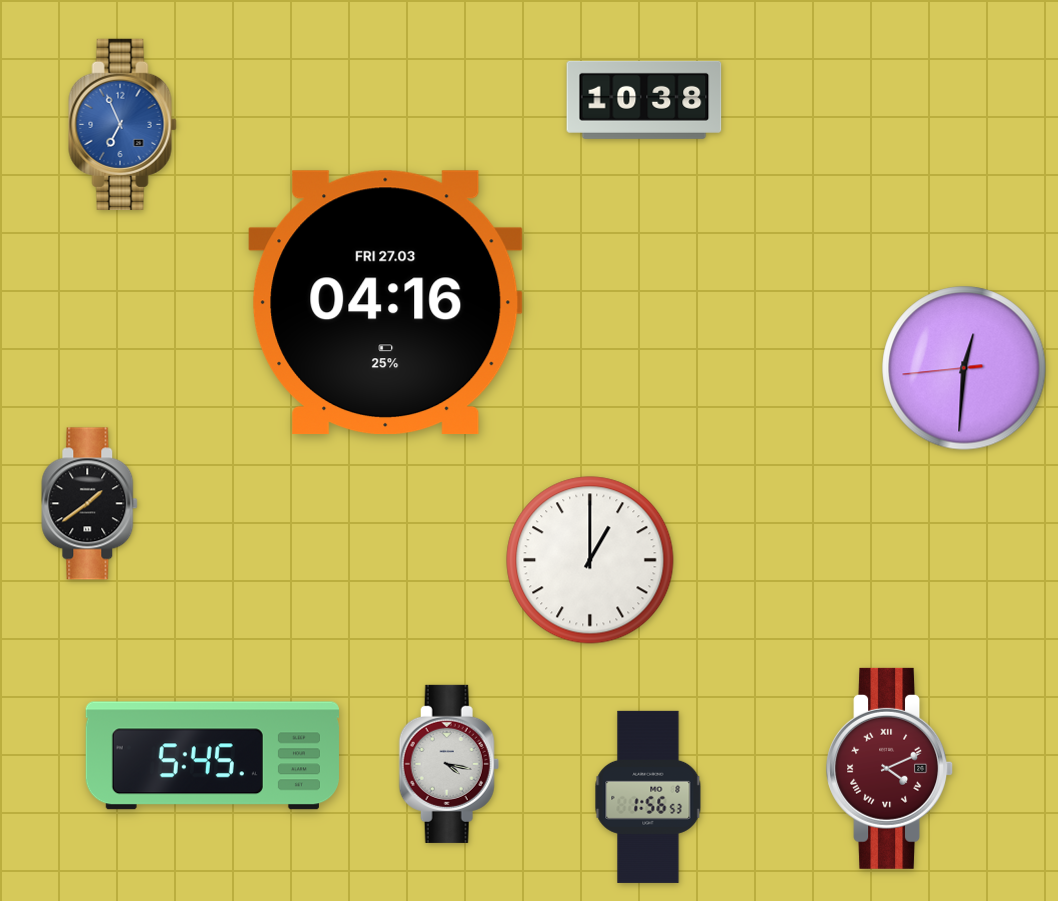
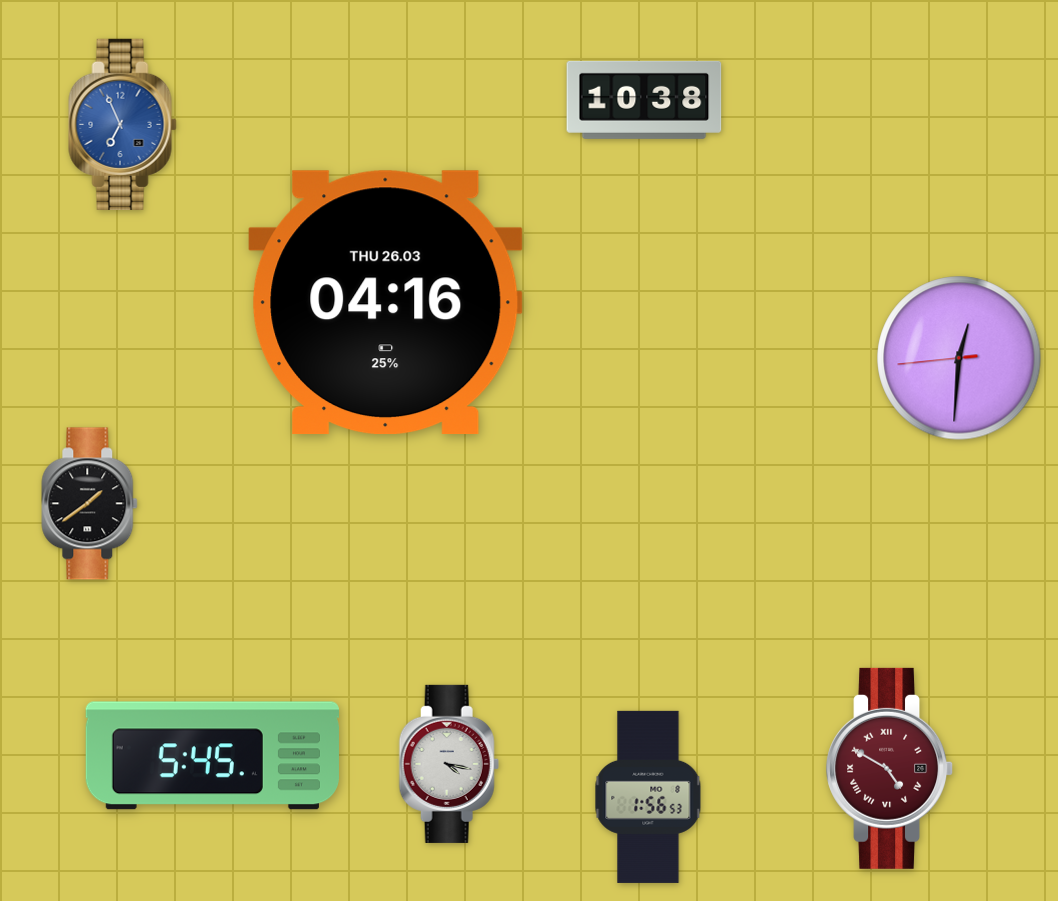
clock at (386, 303) date: FRI 27.03 -> THU 26.03
clock at (964, 368) position: (964, 368) -> (959, 358)
clock at (590, 560): 1:00 -> none
clock at (890, 768): 4:11 -> 4:50
